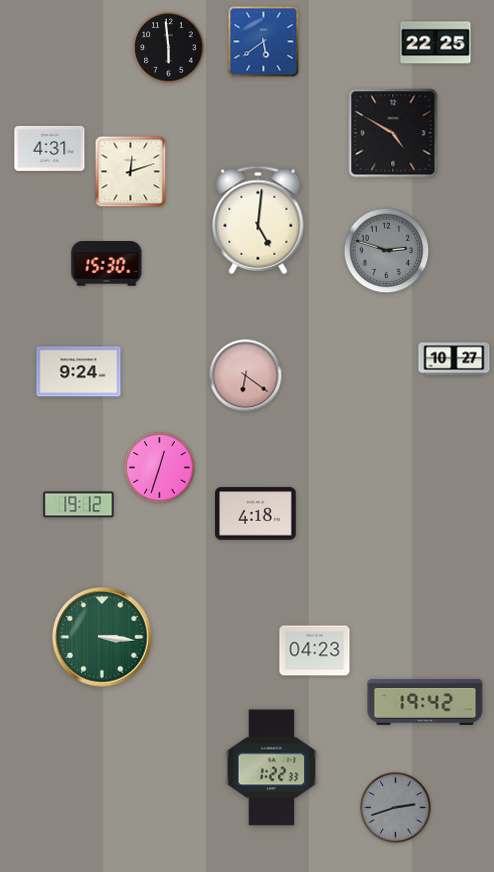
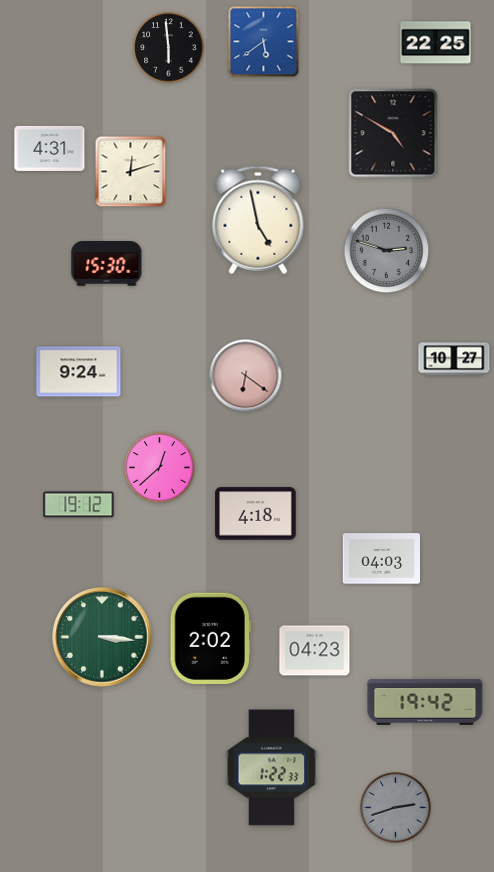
clock at (258, 220): 5:01 -> 4:58
clock at (160, 468): 12:33 -> 12:38
clock at (381, 559): none -> 04:03
clock at (210, 638): none -> 2:02
